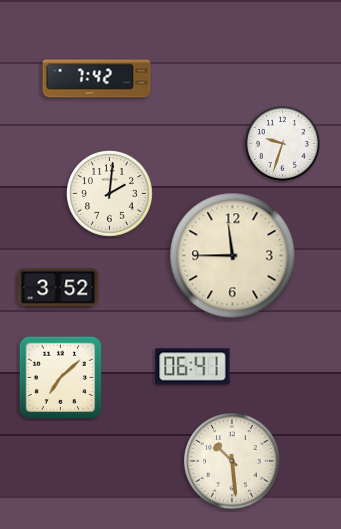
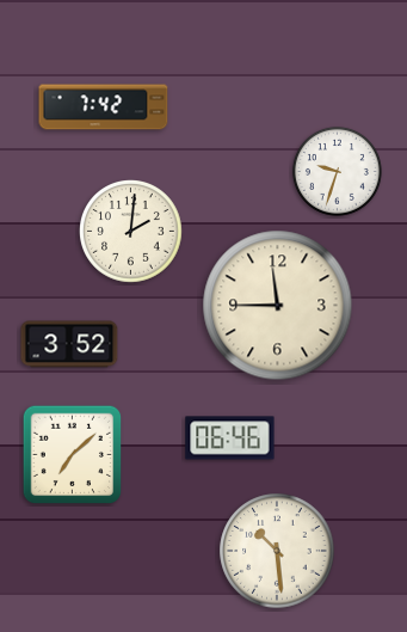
clock at (97, 79) position: (97, 79) -> (104, 108)
clock at (193, 367): 06:41 -> 06:46
clock at (61, 378) position: (61, 378) -> (73, 455)
